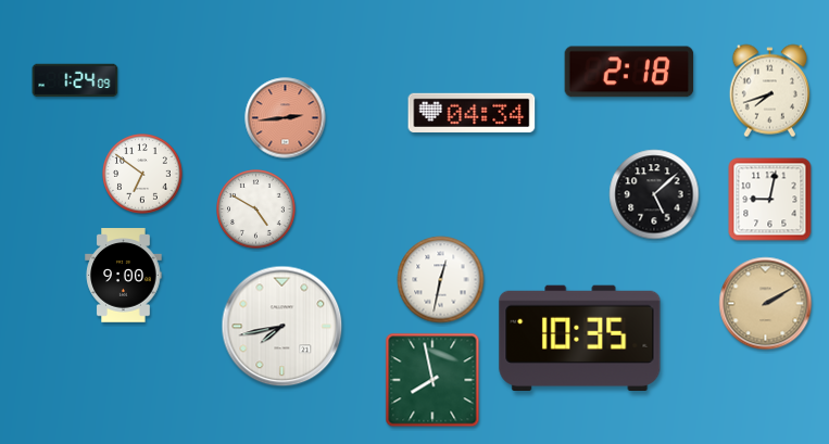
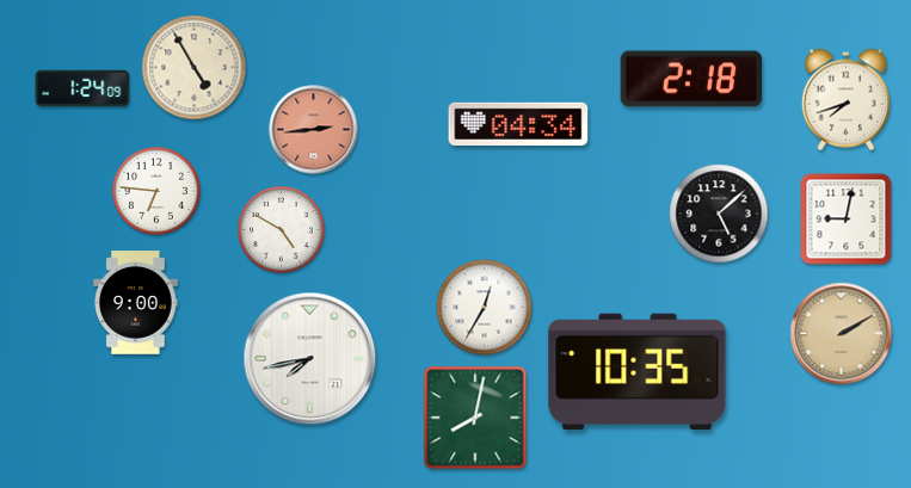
clock at (195, 68): none -> 4:55
clock at (142, 174): 6:51 -> 6:46
clock at (441, 280): 12:32 -> 12:35
clock at (432, 380): 7:58 -> 8:02
